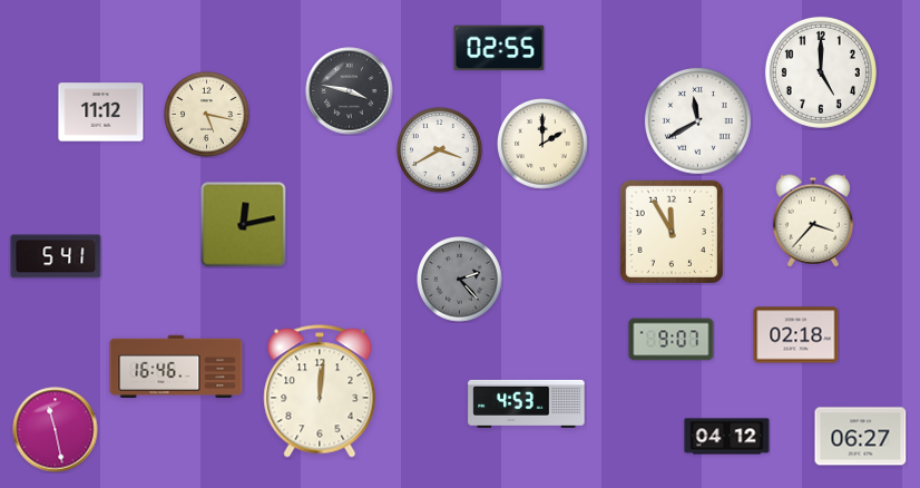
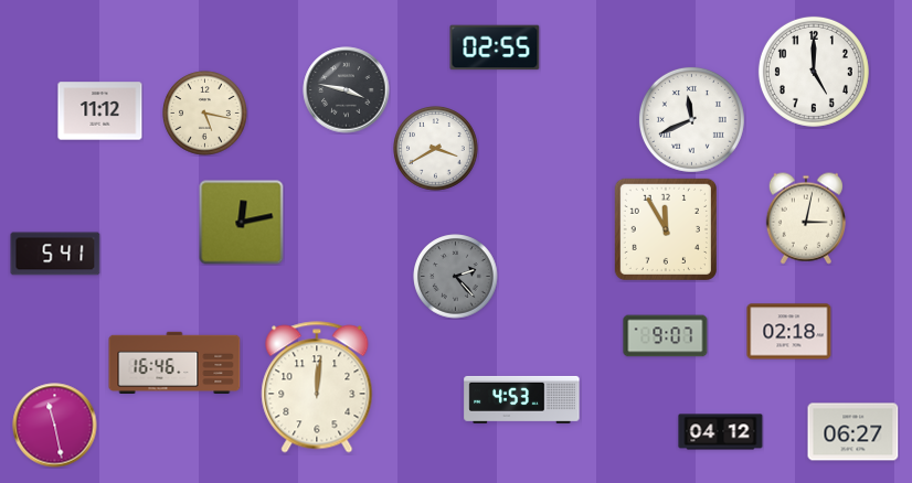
clock at (697, 120): 11:40 -> 11:41
clock at (544, 145): 2:00 -> none
clock at (813, 221): 3:37 -> 3:02
